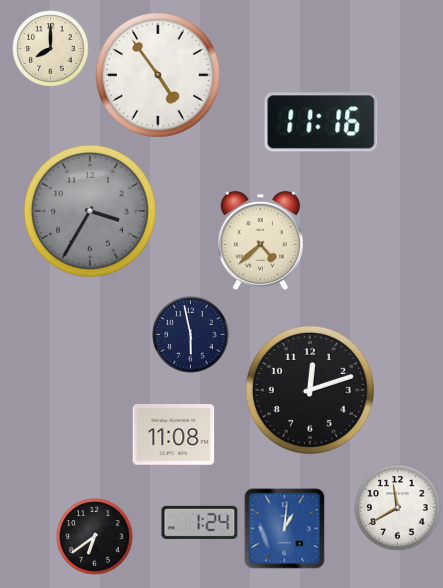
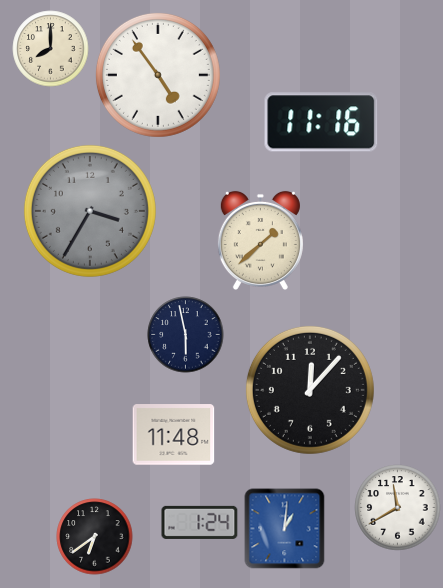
clock at (260, 240): 4:38 -> 1:38
clock at (191, 335) position: (191, 335) -> (186, 335)
clock at (310, 390): 12:12 -> 12:07
clock at (174, 435): 11:08 -> 11:48
